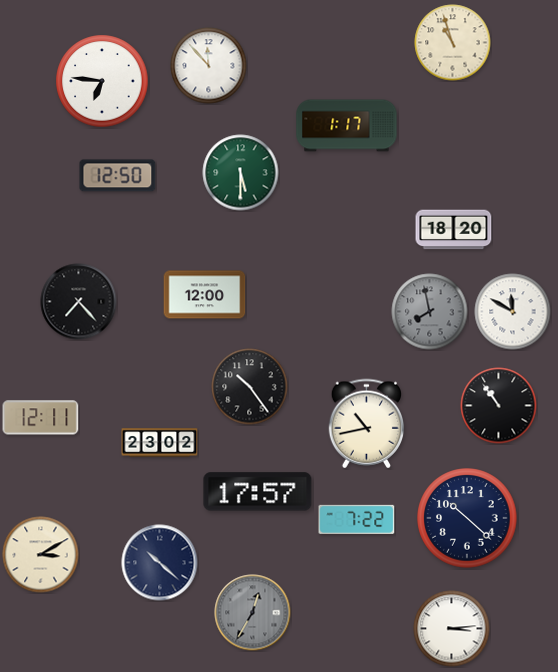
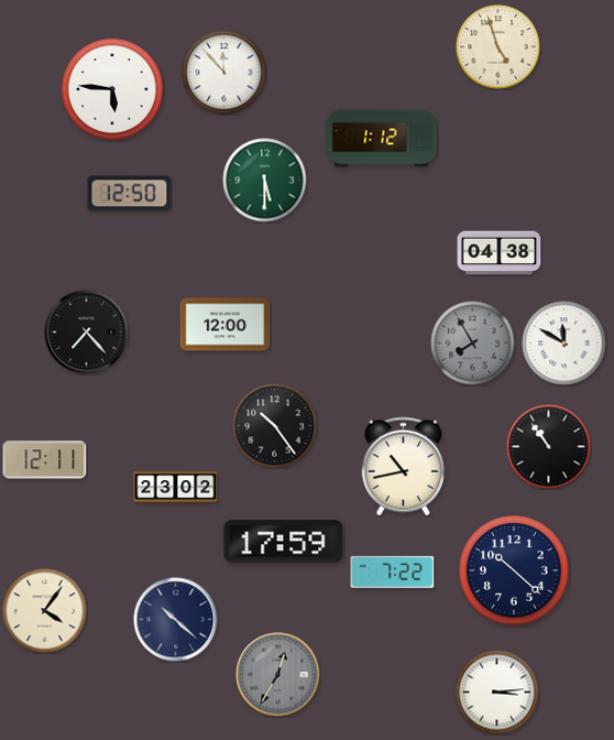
clock at (453, 43): 10:57 -> 4:57
clock at (209, 66) position: (209, 66) -> (224, 73)
clock at (102, 81): 6:46 -> 5:46
clock at (347, 126): 1:17 -> 1:12
clock at (241, 173) position: (241, 173) -> (265, 181)
clock at (454, 230): 18:20 -> 04:38
clock at (430, 312): 7:58 -> 7:55
clock at (258, 492): 17:57 -> 17:59
clock at (41, 555): 3:10 -> 4:06
